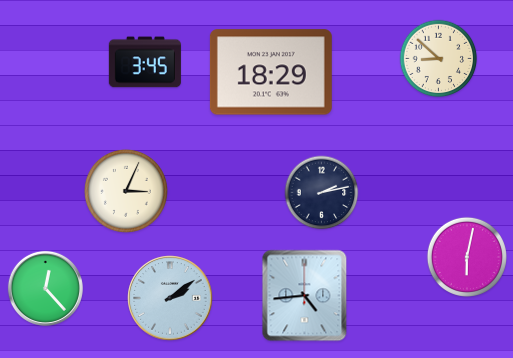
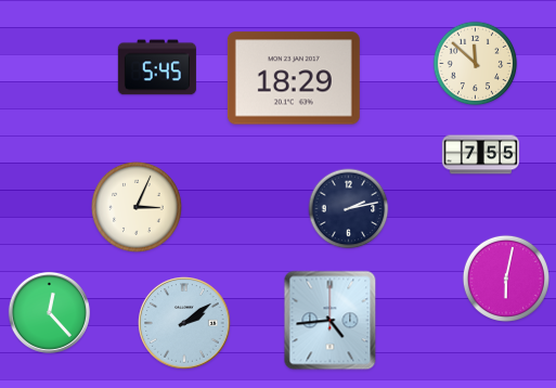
clock at (439, 59): 8:52 -> 11:52
clock at (145, 62): 3:45 -> 5:45
clock at (481, 155): none -> 7:55
